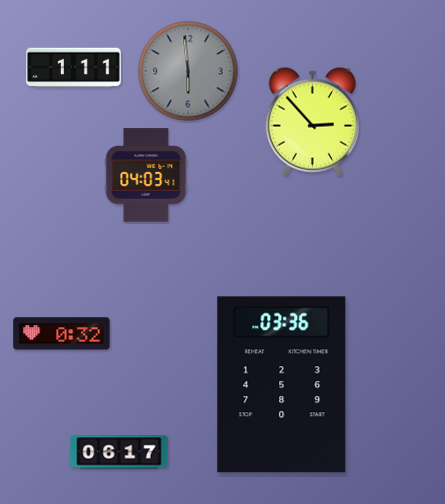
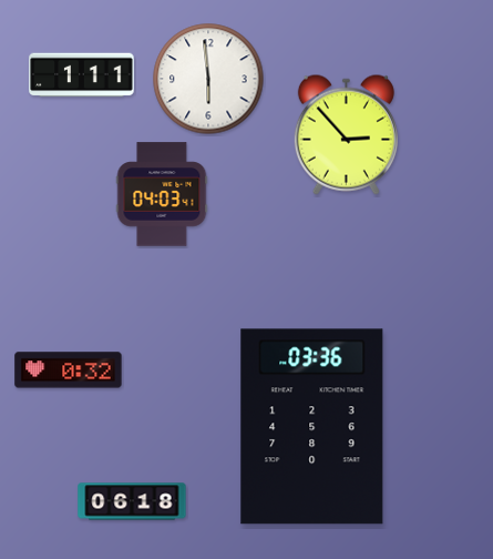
clock at (188, 71) dial: grey -> white
clock at (119, 452): 06:17 -> 06:18
